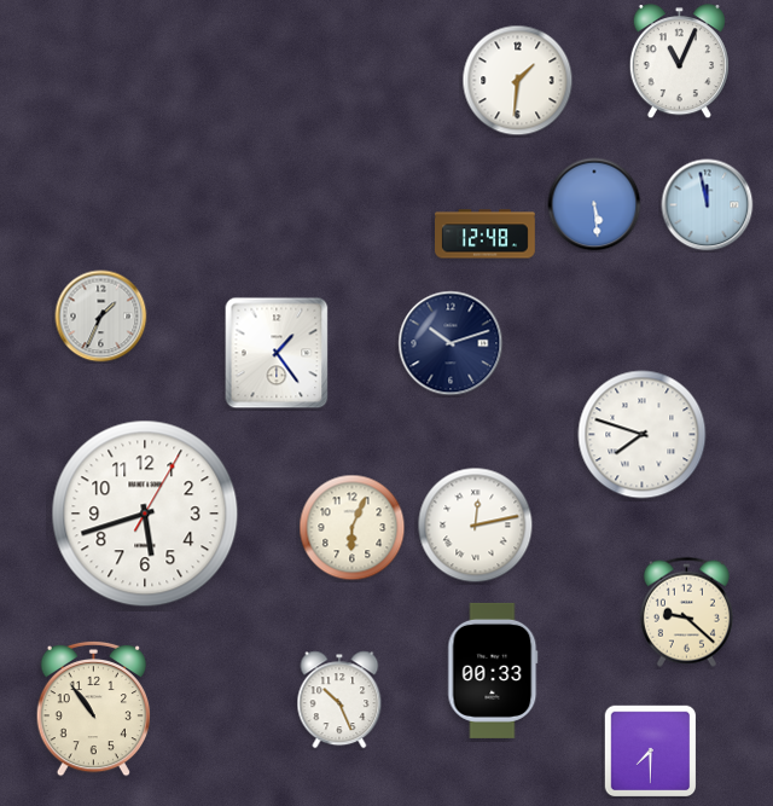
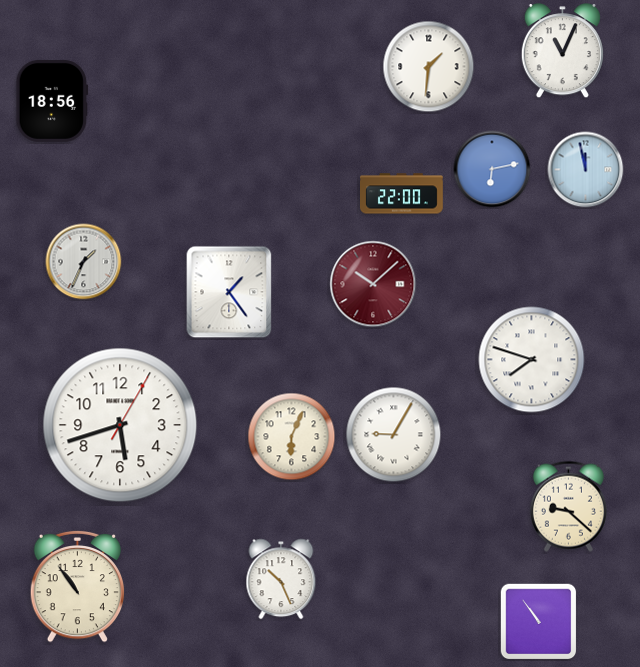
clock at (52, 101): none -> 18:56
clock at (594, 204): 5:29 -> 6:13
clock at (486, 234): 12:48 -> 22:00
clock at (451, 343): 10:12 -> 10:08
clock at (451, 343) dial: navy -> burgundy
clock at (476, 526): 12:13 -> 9:05
clock at (493, 671): 00:33 -> none
clock at (650, 750): 7:30 -> 10:54
